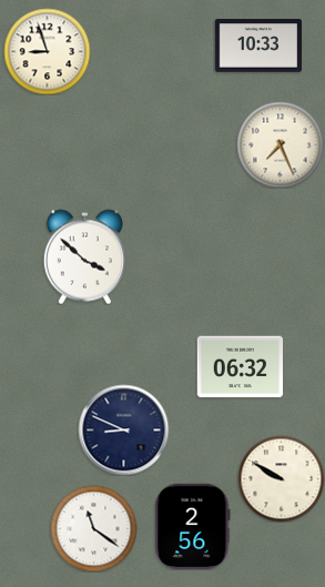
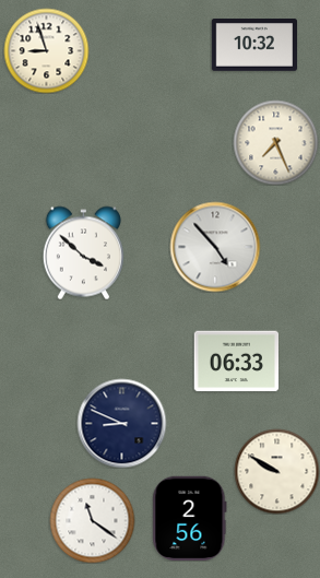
clock at (257, 47): 10:33 -> 10:32
clock at (215, 247): none -> 4:53
clock at (240, 367): 06:32 -> 06:33
